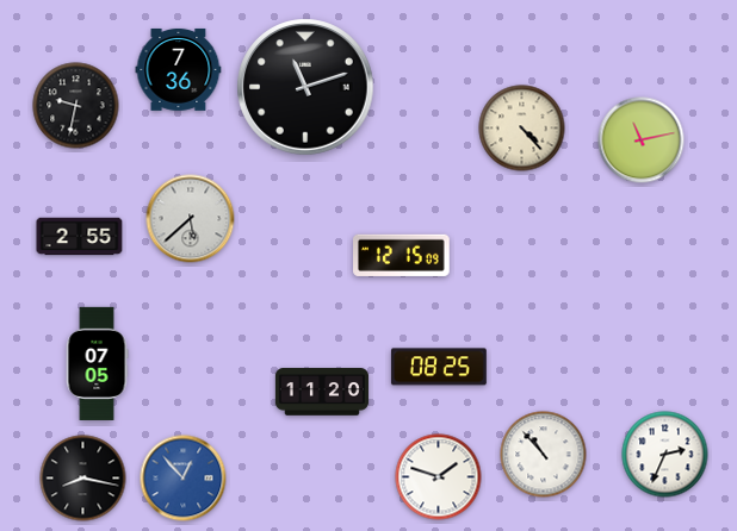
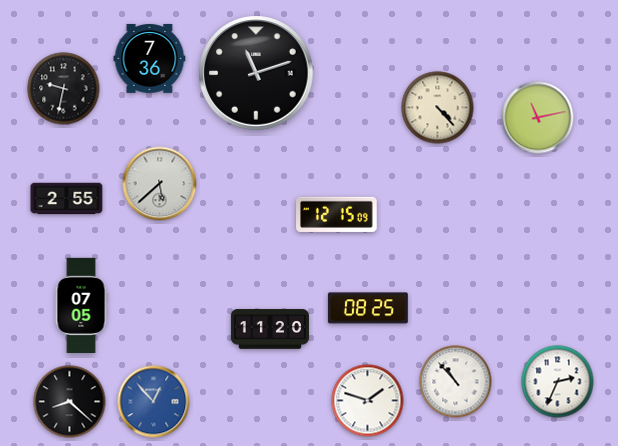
clock at (83, 479): 8:17 -> 8:22
